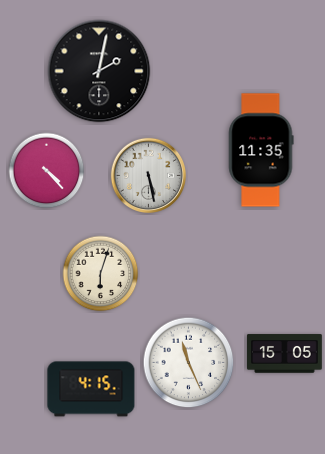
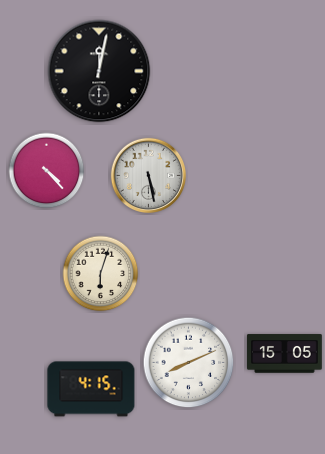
clock at (99, 71): 2:02 -> 12:02
clock at (261, 150): 11:35 -> none
clock at (189, 363): 11:26 -> 8:11
